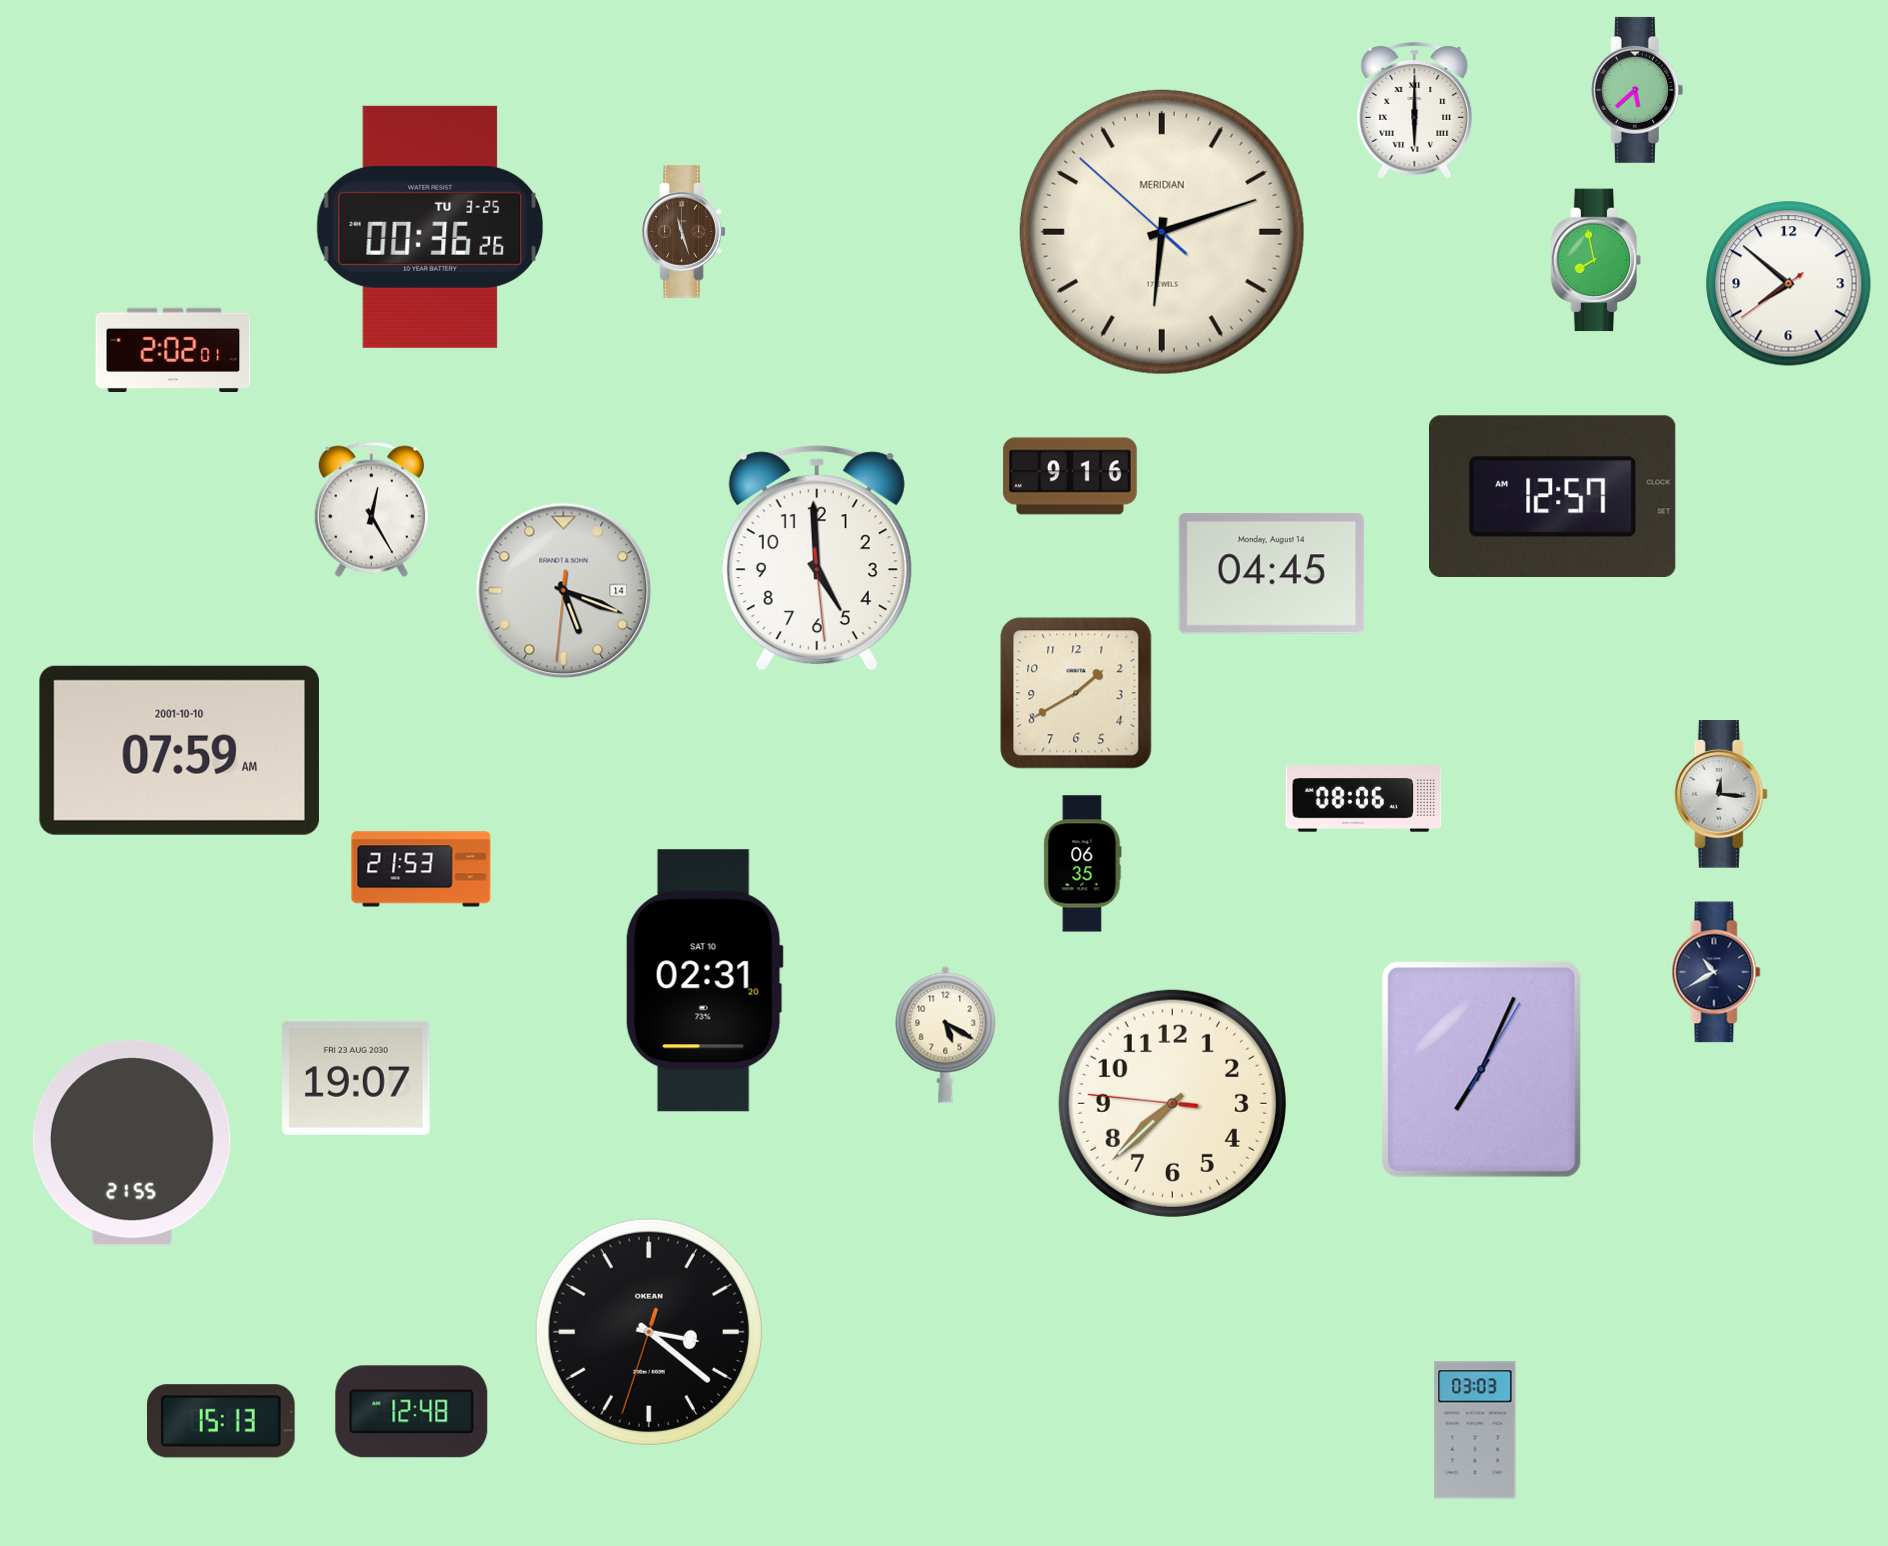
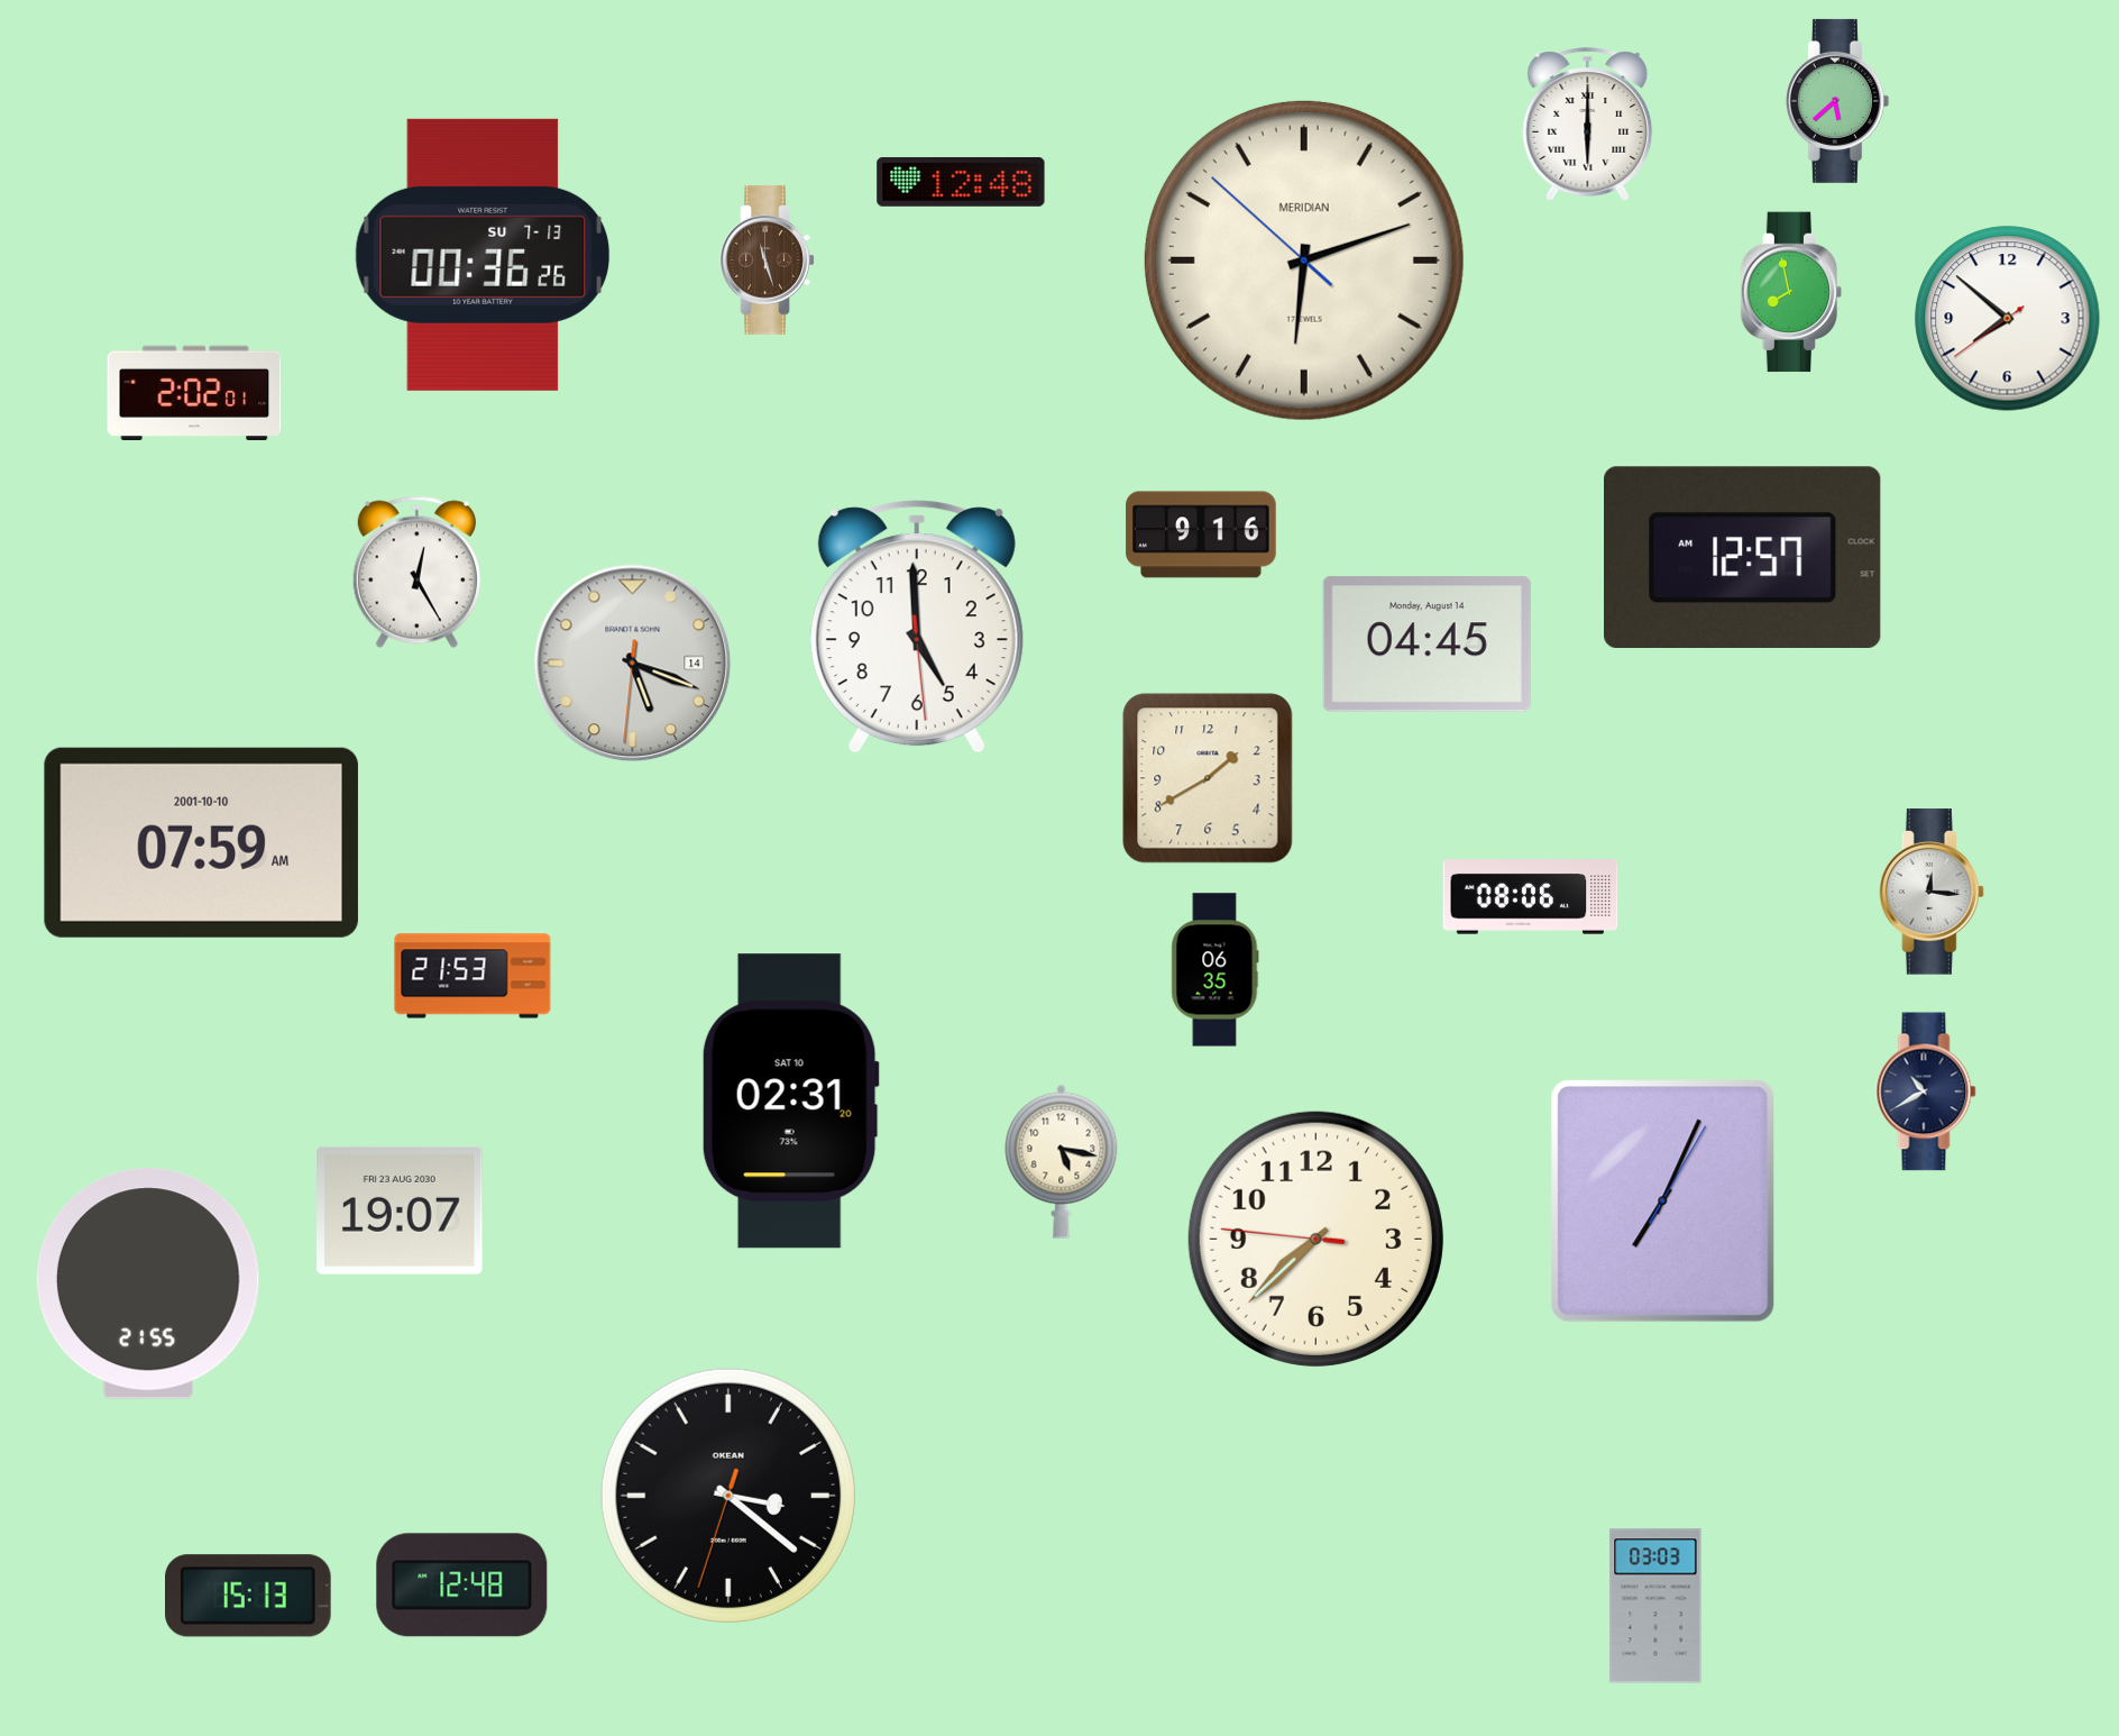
clock at (961, 182): none -> 12:48
clock at (430, 227) date: TU 3-25 -> SU 7-13
clock at (946, 1034): 5:20 -> 5:17
